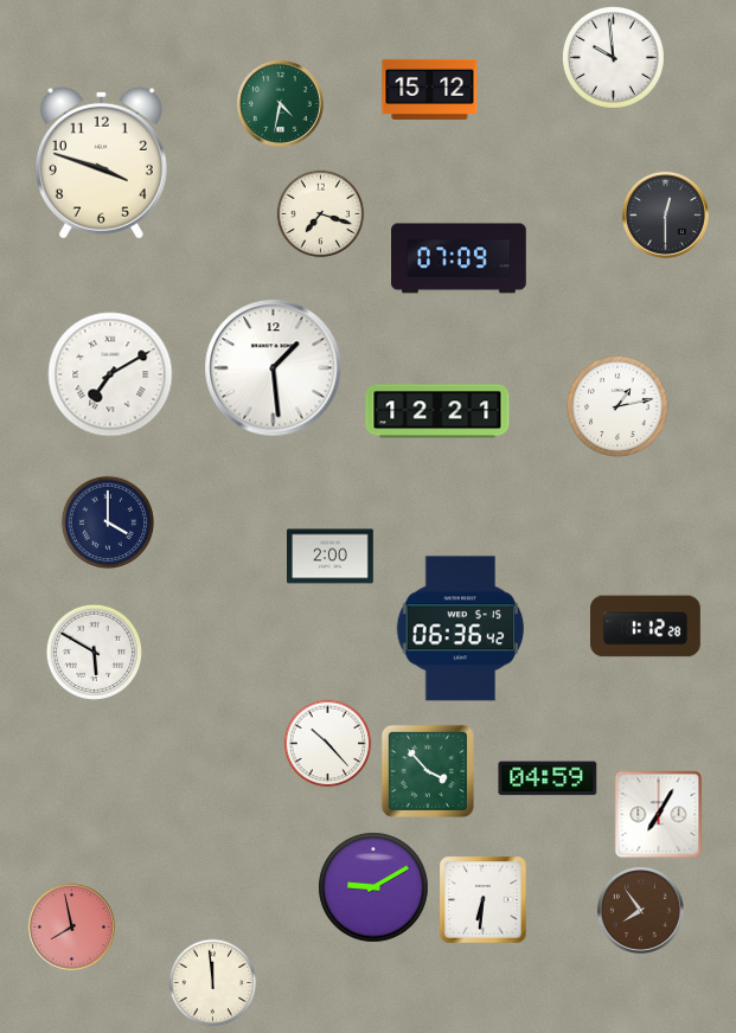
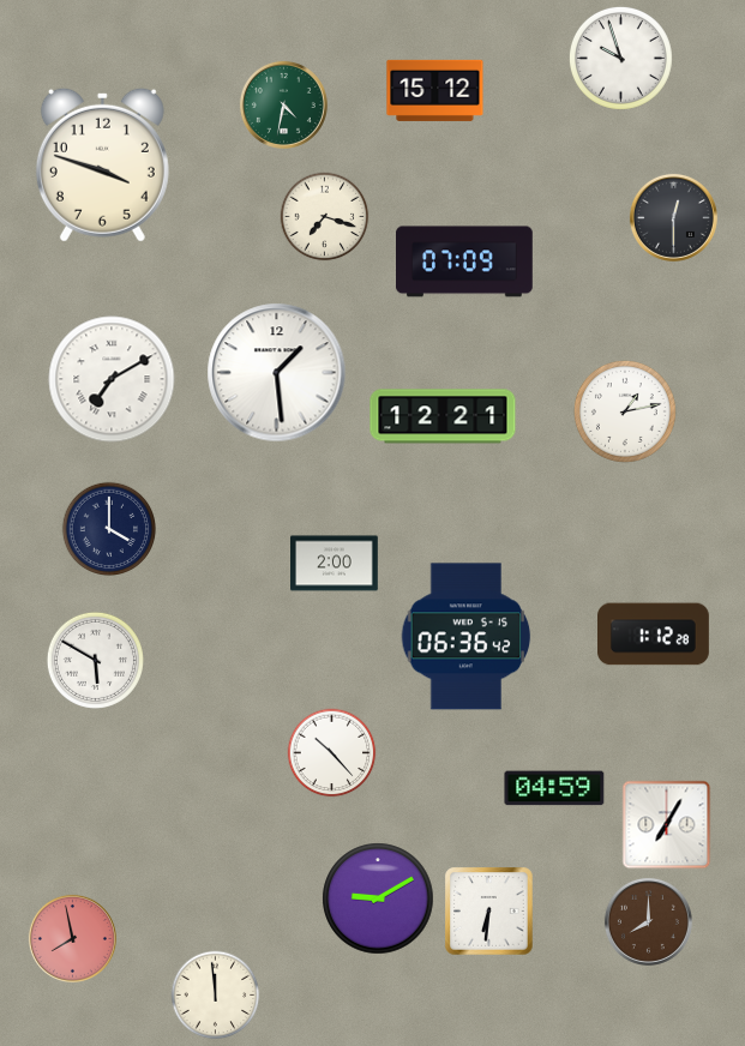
clock at (613, 57): 9:59 -> 9:57
clock at (428, 771): 3:53 -> none
clock at (640, 910): 7:54 -> 8:00
